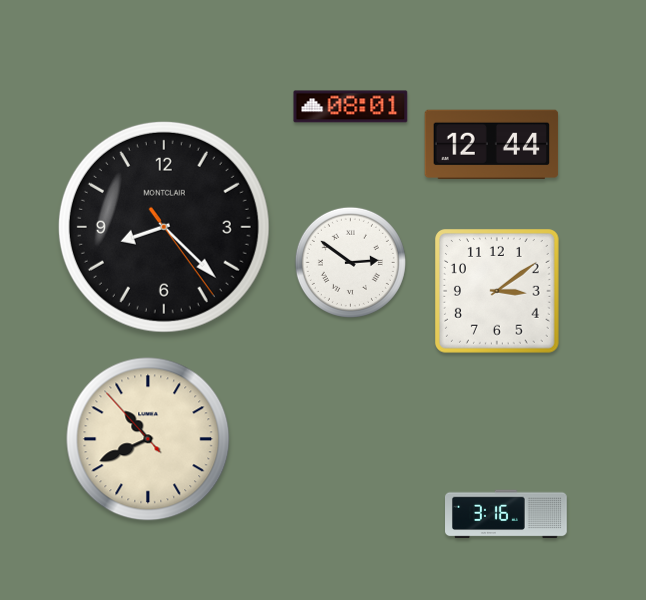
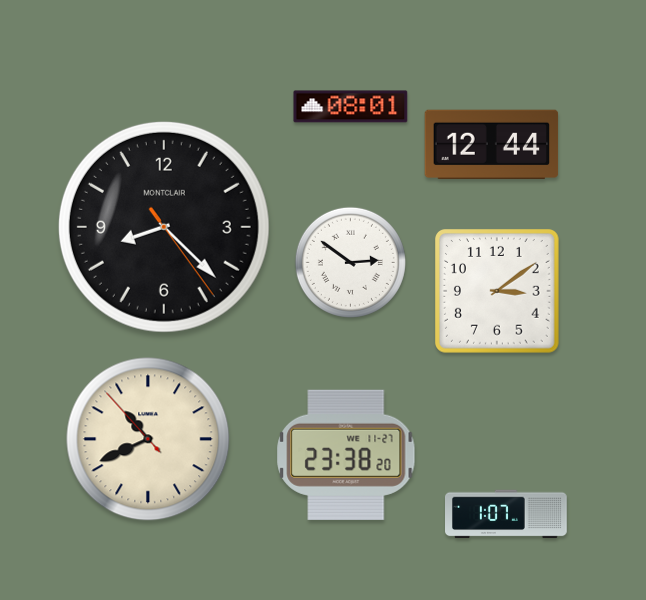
clock at (346, 455): none -> 23:38
clock at (507, 514): 3:16 -> 1:07
